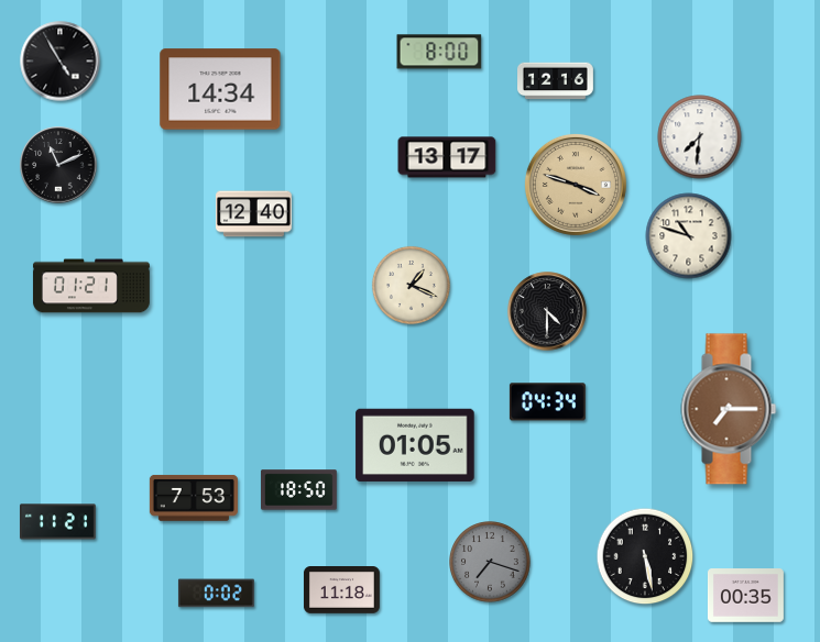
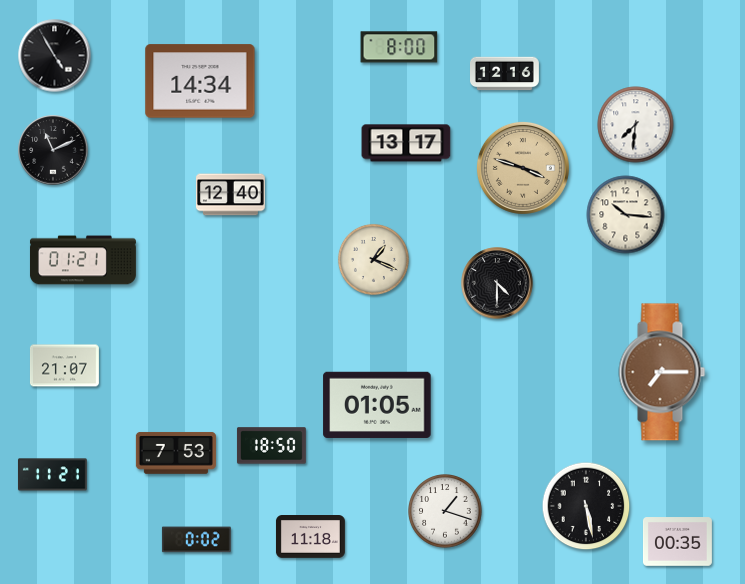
clock at (689, 236): 10:48 -> 10:16
clock at (64, 366): none -> 21:07
clock at (547, 402): 04:34 -> none
clock at (490, 562): 7:18 -> 1:18
clock at (490, 562) dial: grey -> white
